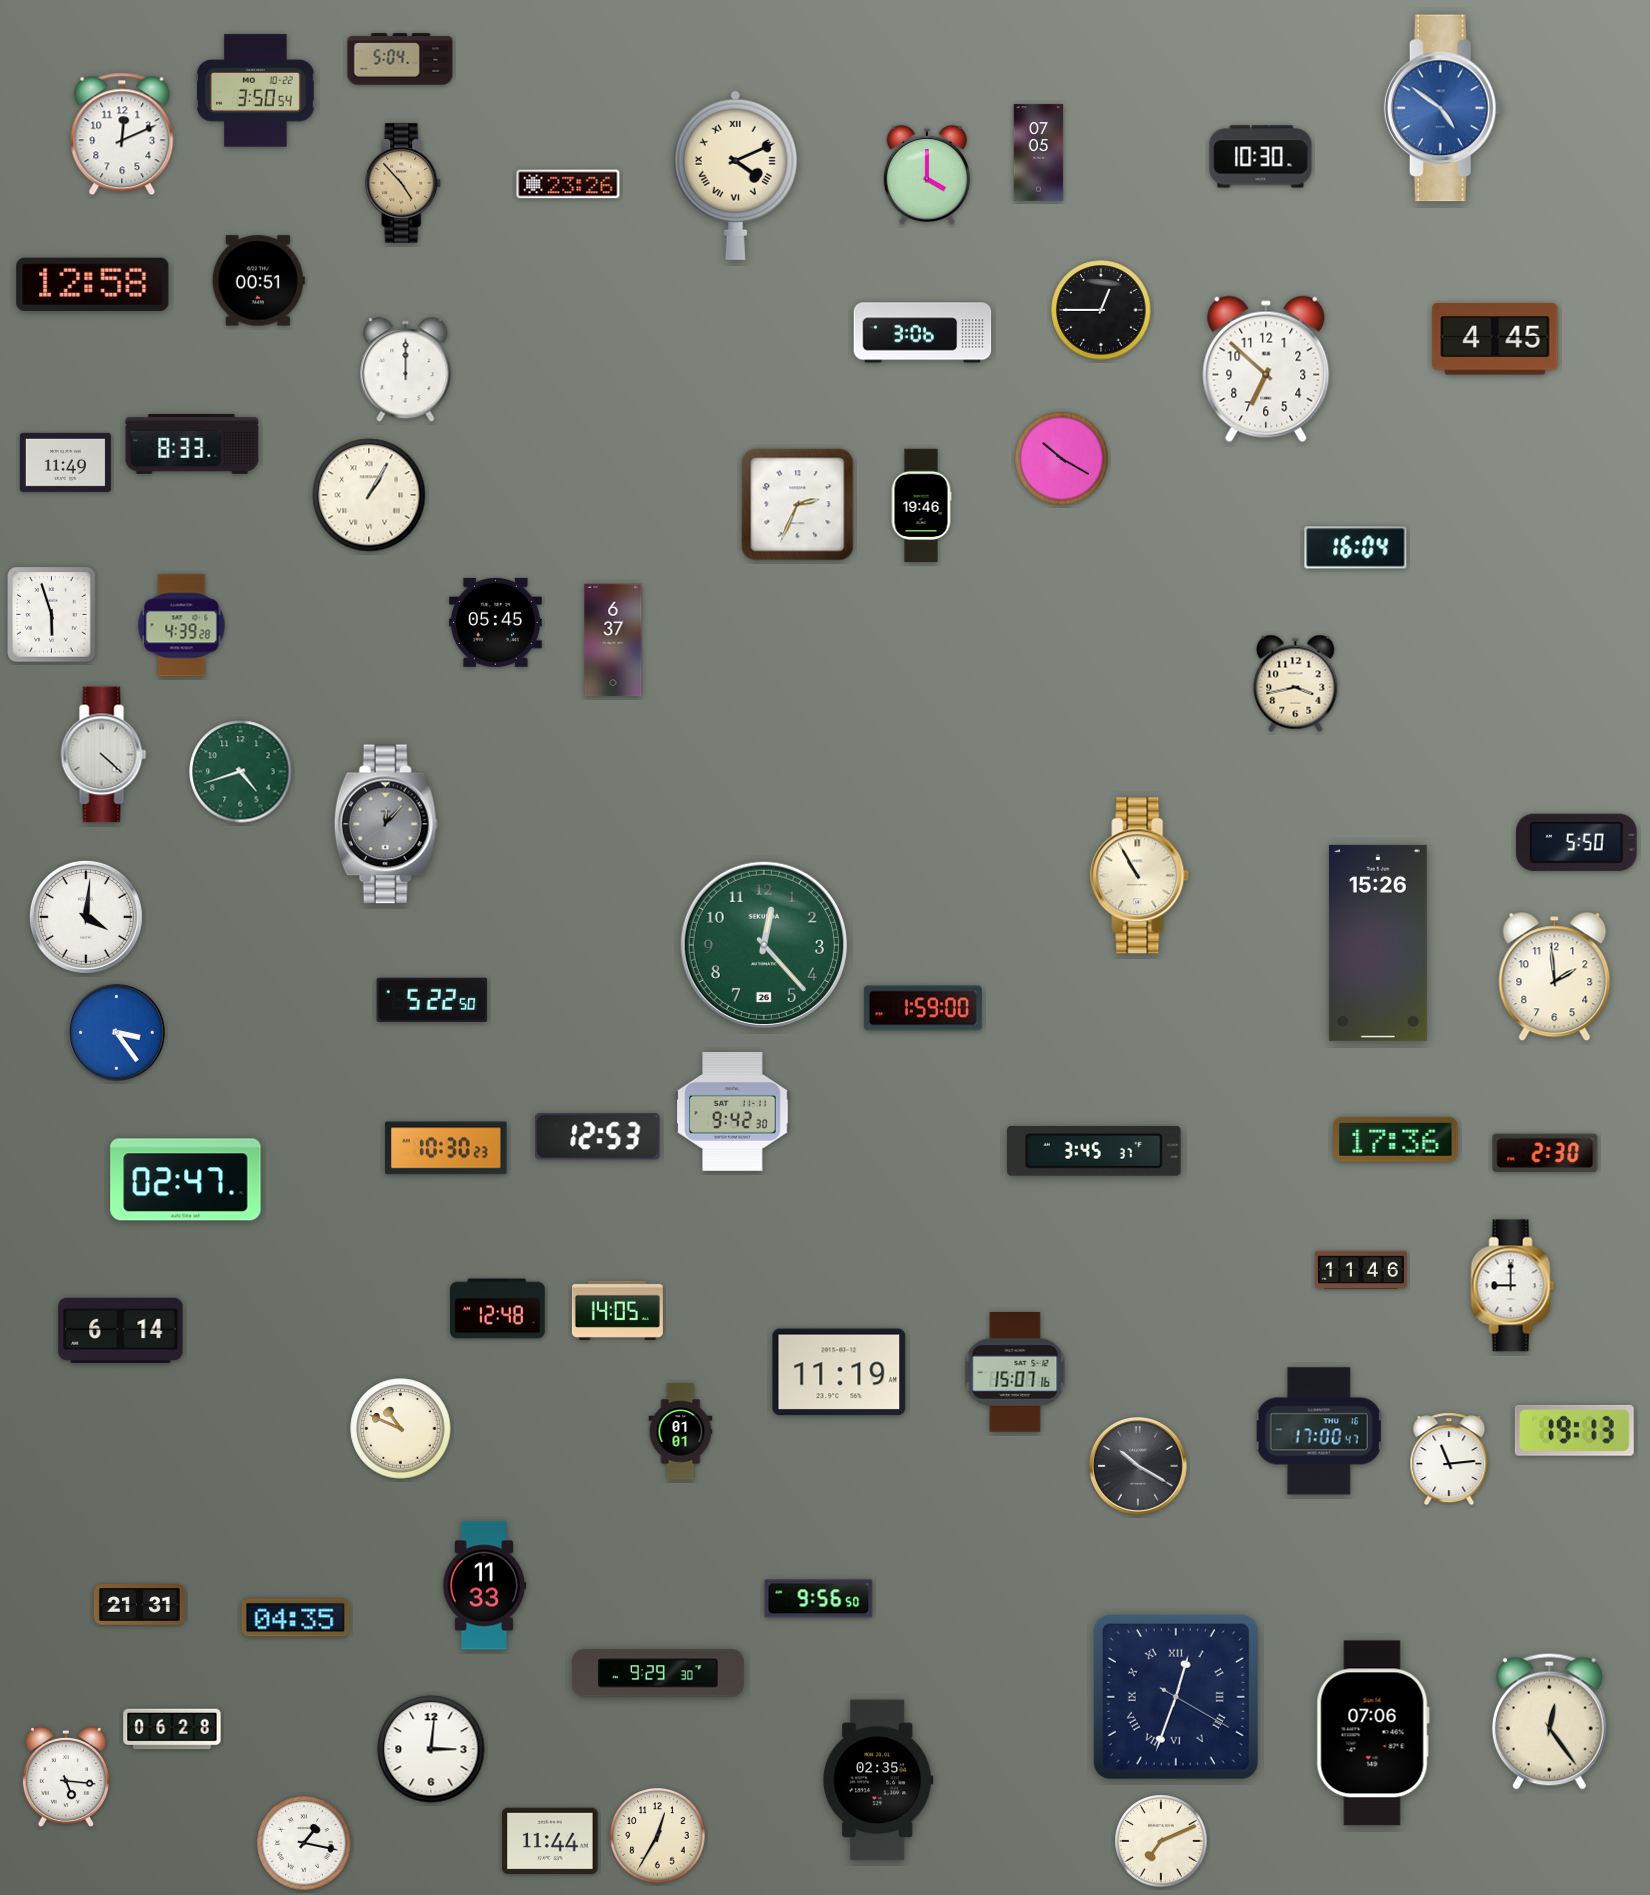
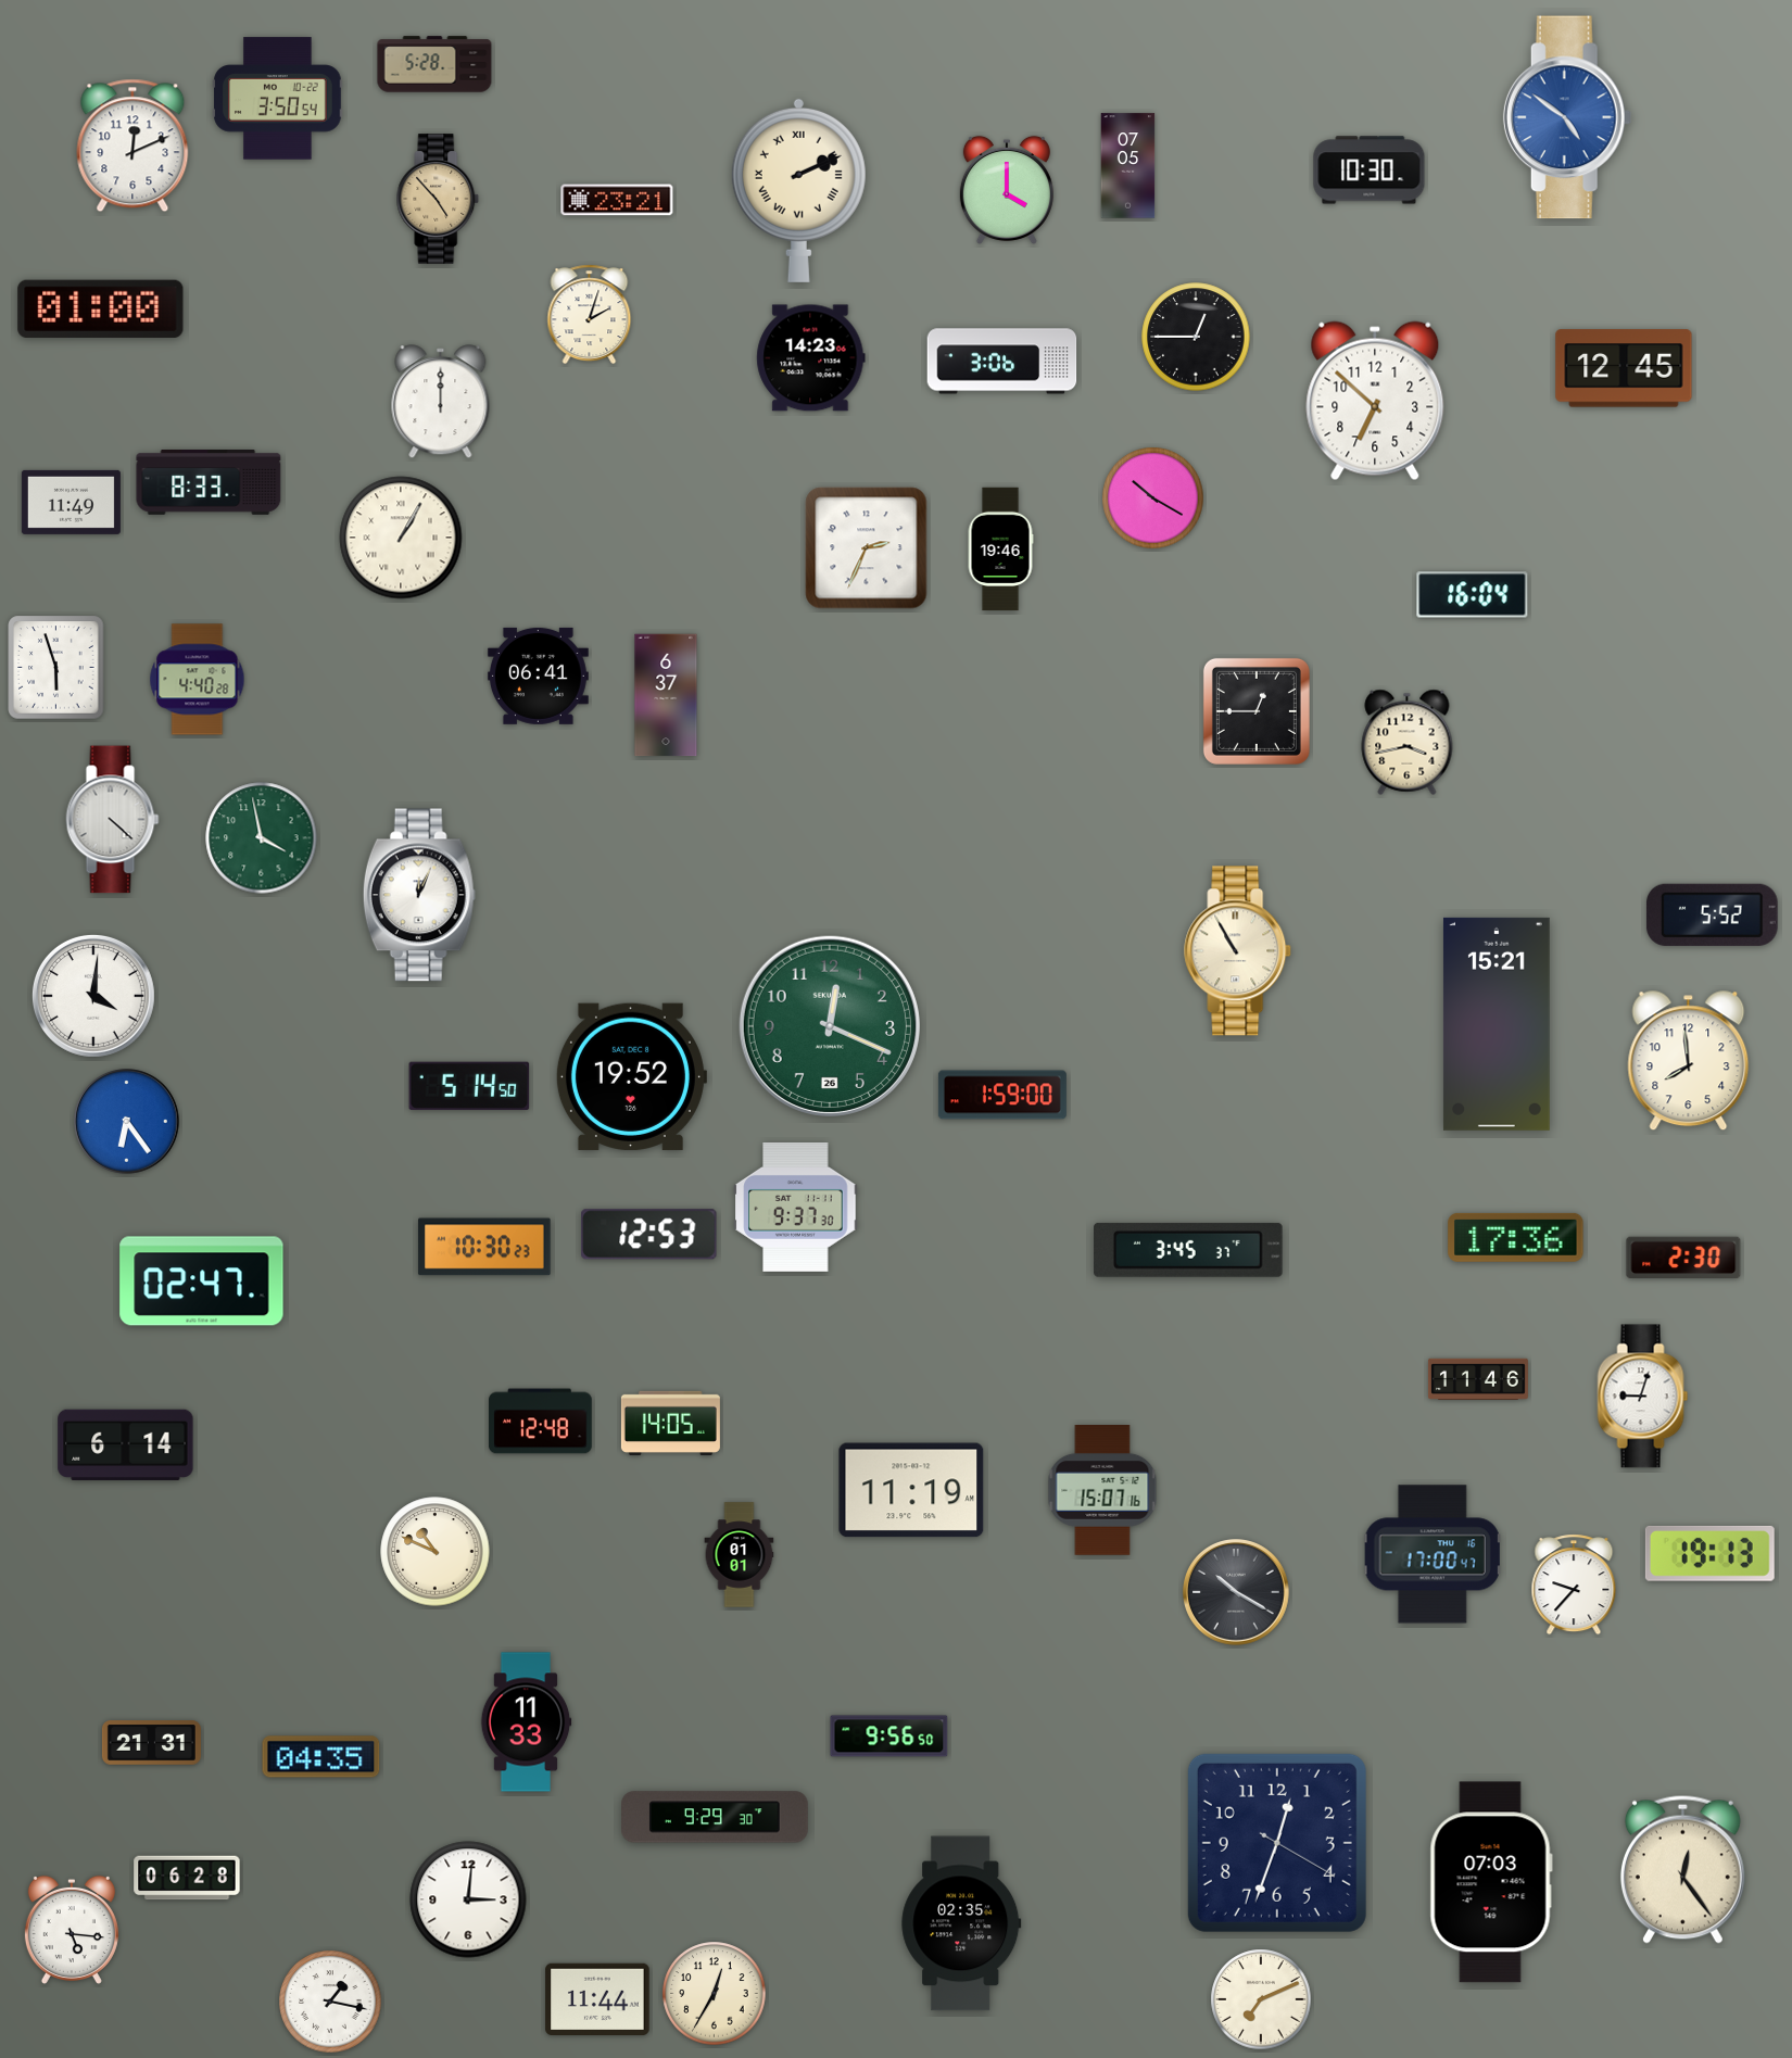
clock at (400, 59): 5:04 -> 5:28
clock at (735, 175): 4:11 -> 2:11
clock at (568, 184): 23:26 -> 23:21
clock at (258, 281): 00:51 -> none
clock at (93, 284): 12:58 -> 01:00
clock at (590, 315): none -> 2:03
clock at (811, 358): none -> 14:23
clock at (1495, 339): 4:45 -> 12:45
clock at (495, 622): 05:45 -> 06:41
clock at (182, 626): 4:39 -> 4:40
clock at (1257, 711): none -> 12:45
clock at (241, 772): 4:42 -> 3:58
clock at (386, 824): 12:07 -> 12:04
clock at (386, 824) dial: grey -> white
clock at (1576, 842): 5:50 -> 5:52
clock at (1378, 943): 15:26 -> 15:21
clock at (764, 945): 12:23 -> 12:19
clock at (1555, 977): 1:59 -> 7:59
clock at (631, 1076): none -> 19:52
clock at (432, 1000): 5:22 -> 5:14
clock at (117, 1033): 3:24 -> 6:24
clock at (733, 1111): 9:42 -> 9:37
clock at (1545, 1153) position: (1545, 1153) -> (1683, 1258)
clock at (1513, 1286): 9:00 -> 9:03
clock at (121, 1330) position: (121, 1330) -> (126, 1444)
clock at (1449, 1459): 11:14 -> 9:37
clock at (1176, 1697) numerals: Roman -> Arabic
clock at (1373, 1733): 07:06 -> 07:03
clock at (878, 1780) position: (878, 1780) -> (961, 1923)
